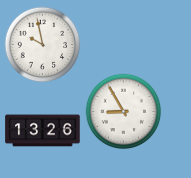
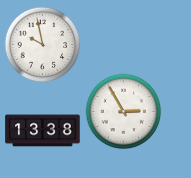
clock at (124, 112): 8:55 -> 2:55
clock at (43, 131): 13:26 -> 13:38
